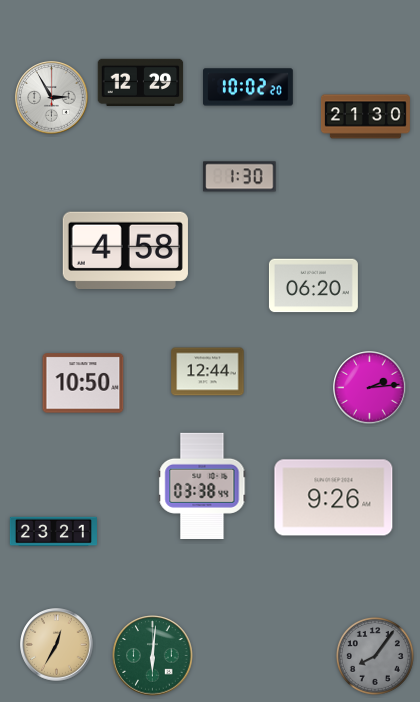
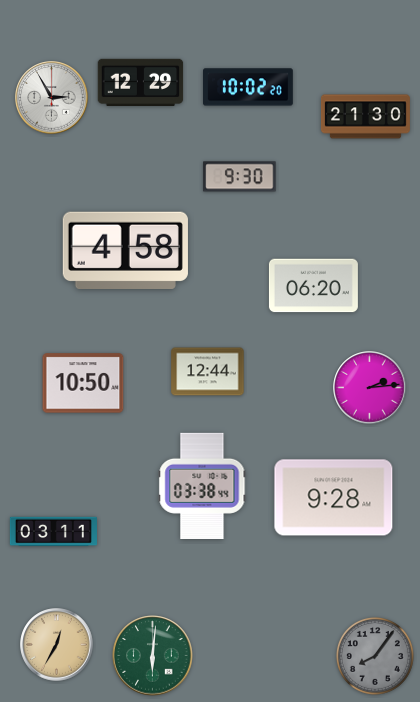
clock at (240, 177): 1:30 -> 9:30
clock at (334, 498): 9:26 -> 9:28
clock at (53, 532): 23:21 -> 03:11
